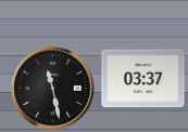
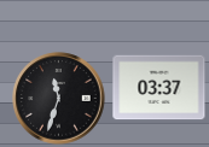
clock at (53, 89): 11:28 -> 11:33
